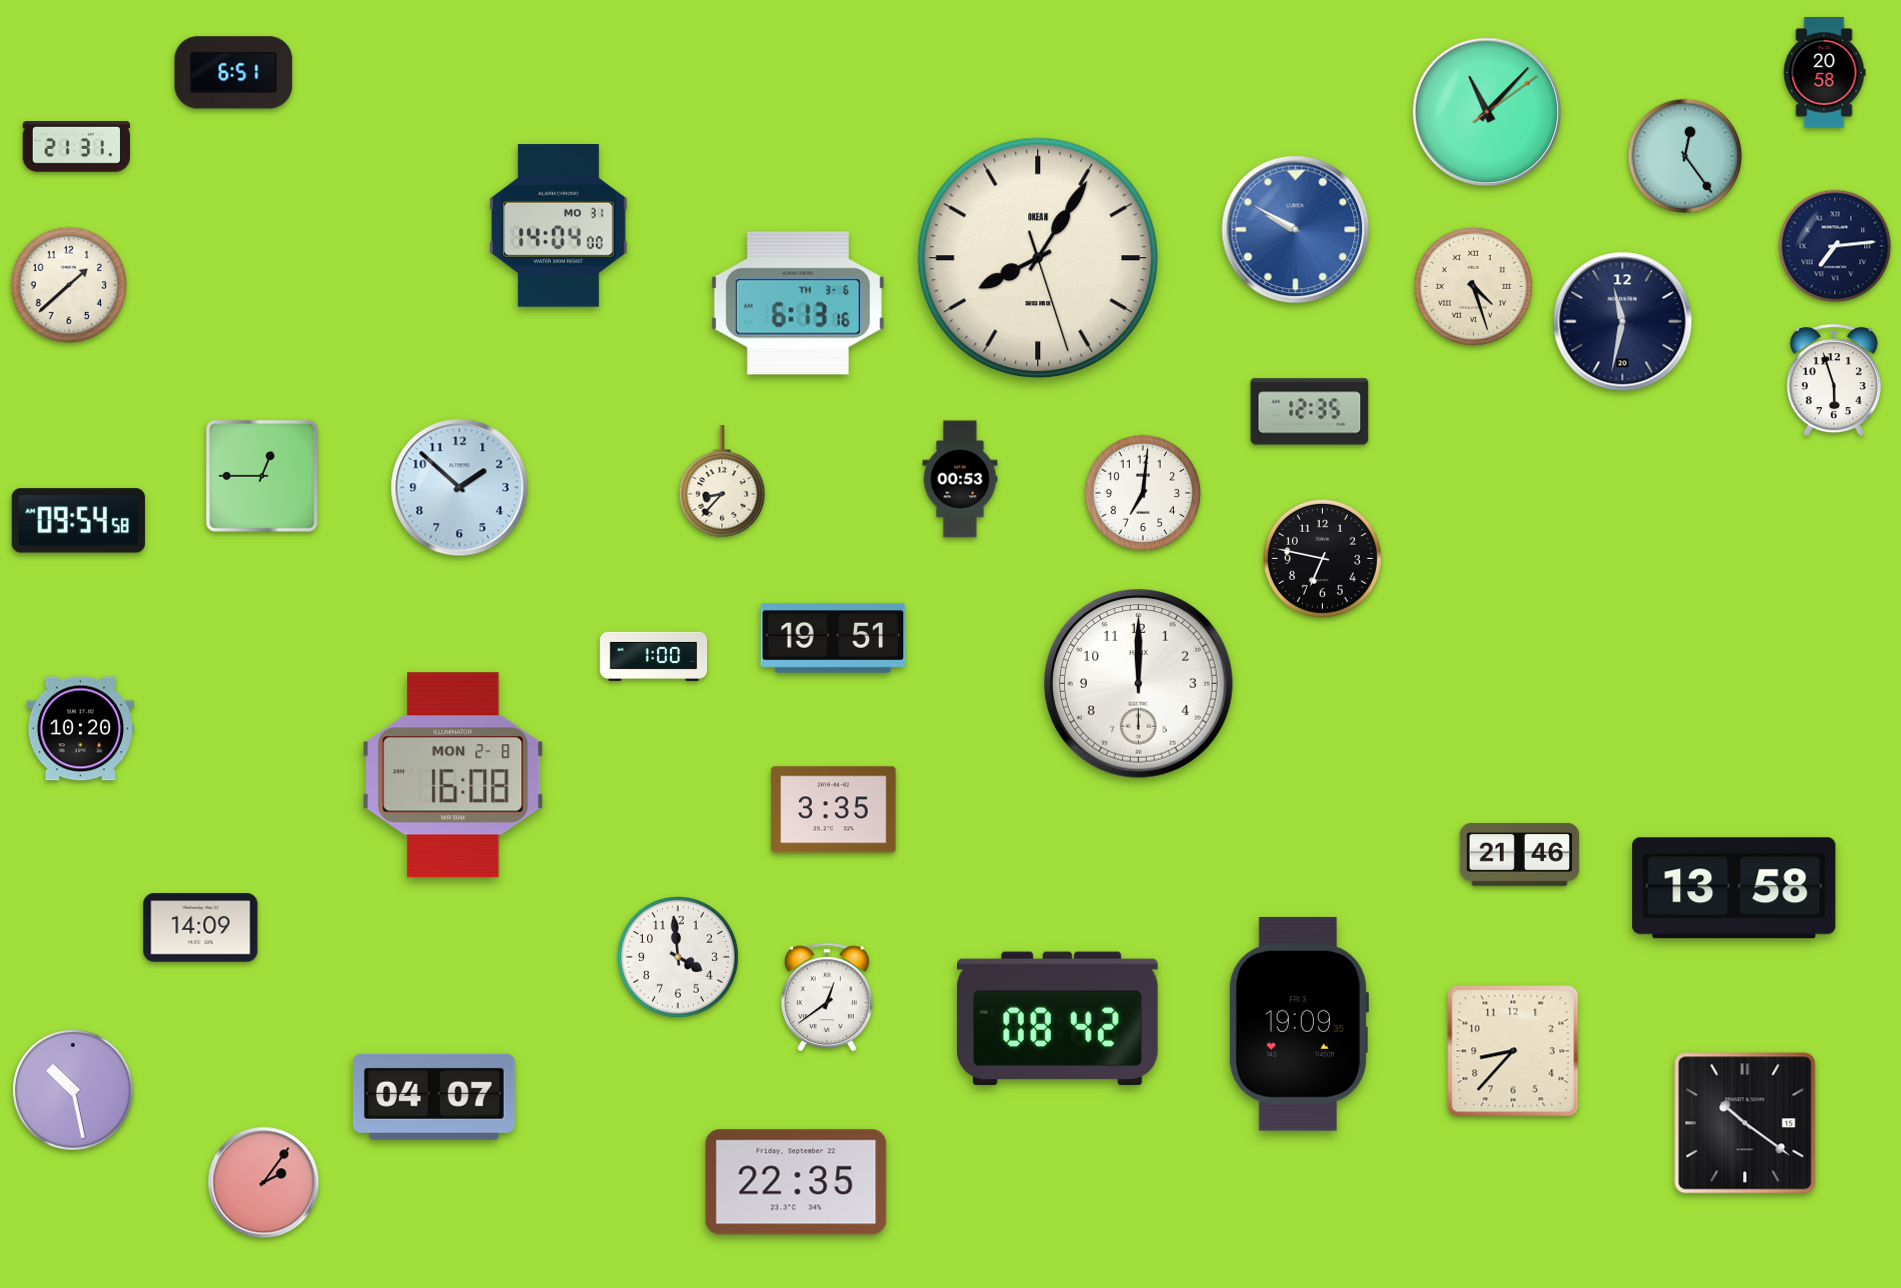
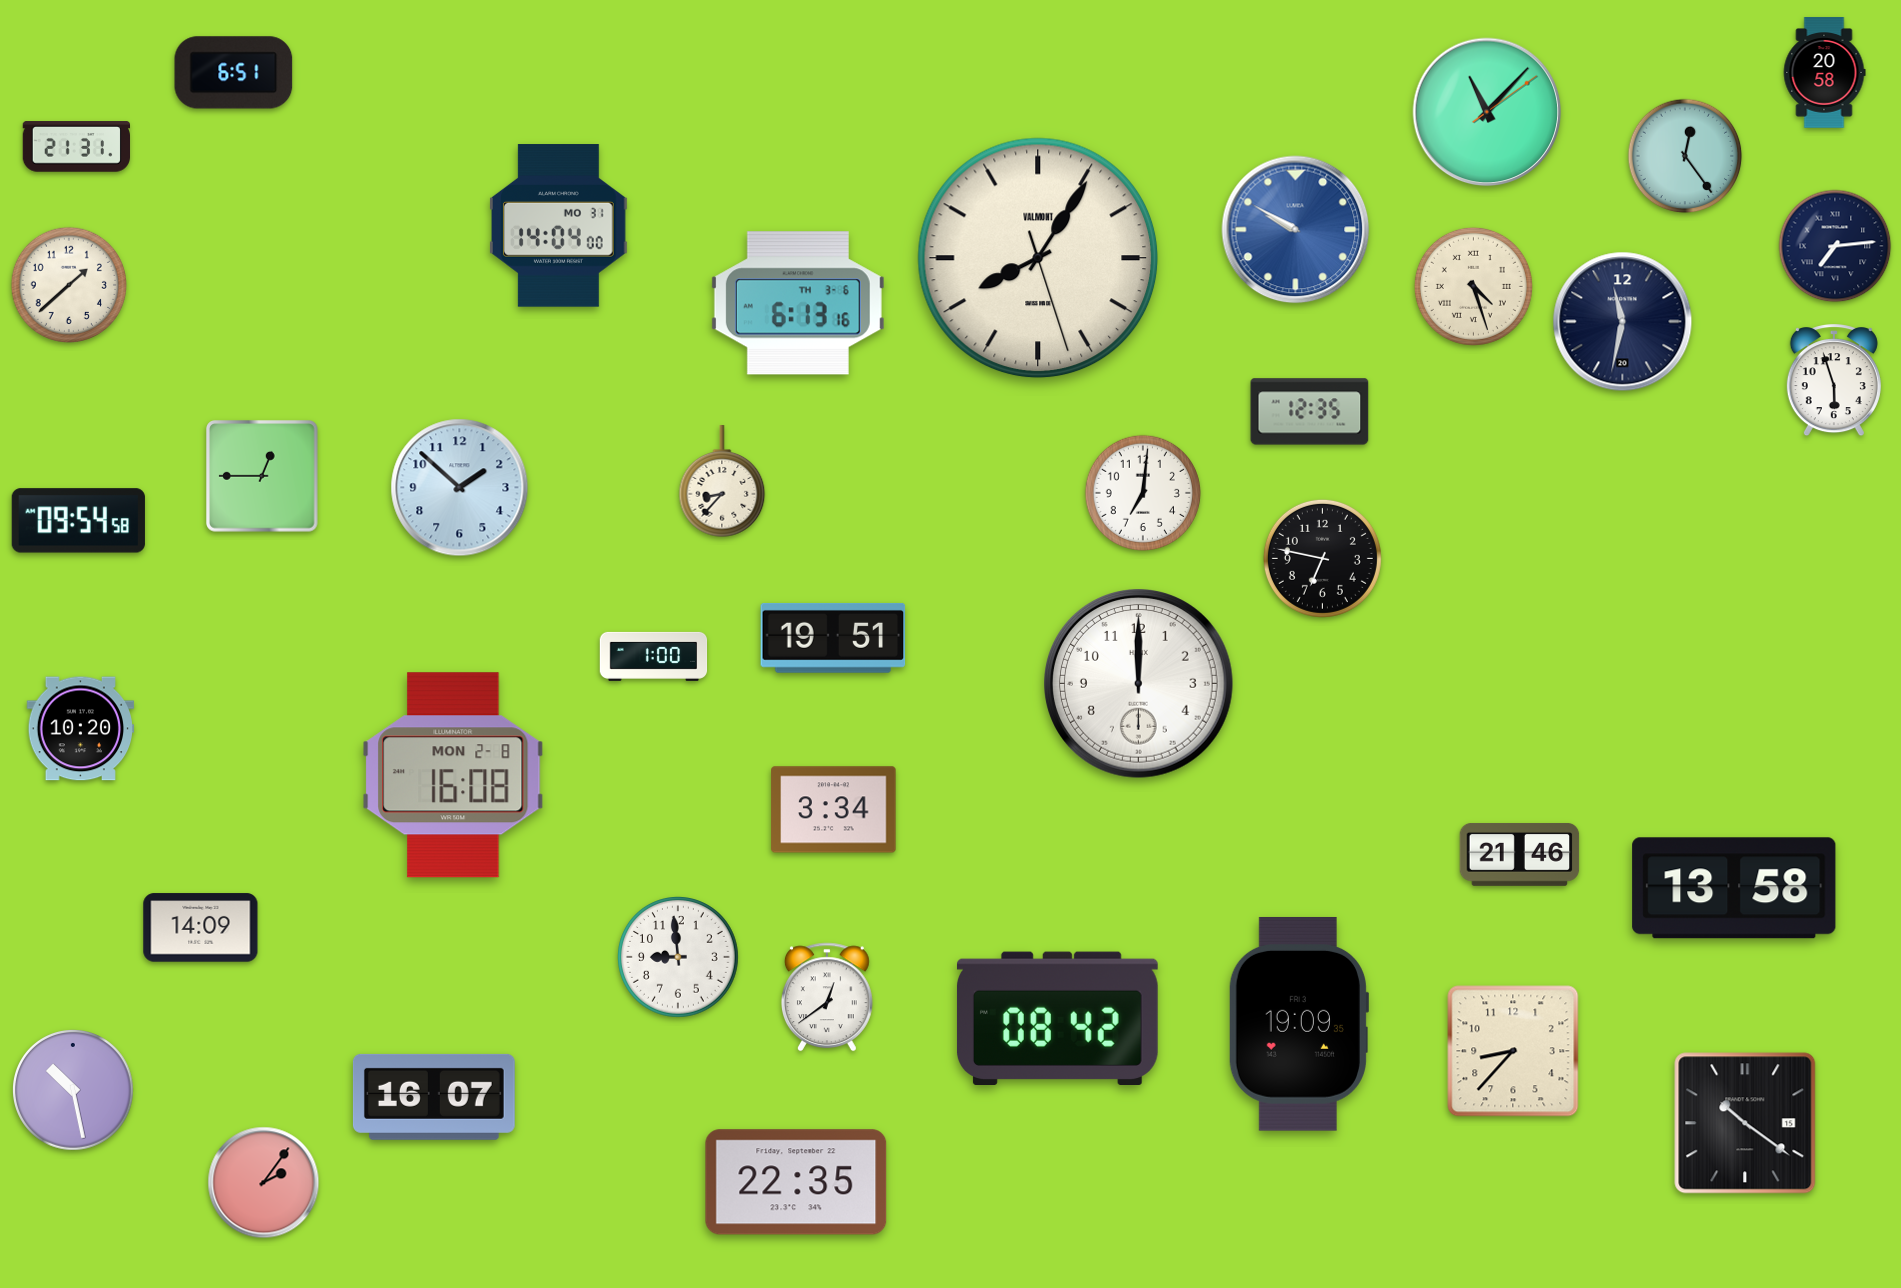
clock at (1038, 258) brand: OKEAN -> VALMONT
clock at (960, 479): 00:53 -> none
clock at (834, 810): 3:35 -> 3:34
clock at (679, 958): 3:59 -> 8:59
clock at (434, 1097): 04:07 -> 16:07
